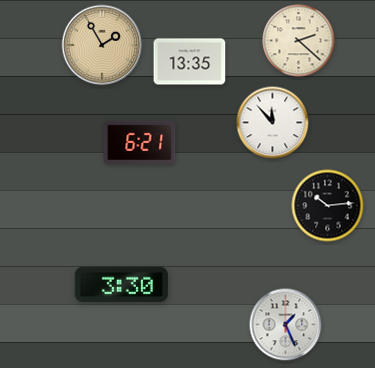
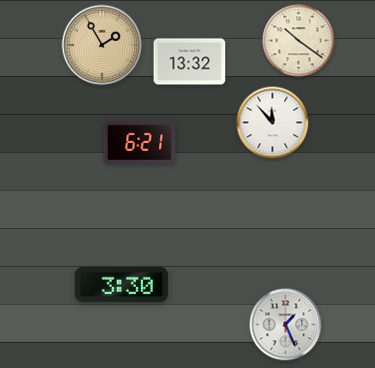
clock at (299, 41): 2:22 -> 10:21
clock at (190, 62): 13:35 -> 13:32
clock at (328, 206): 10:14 -> none
